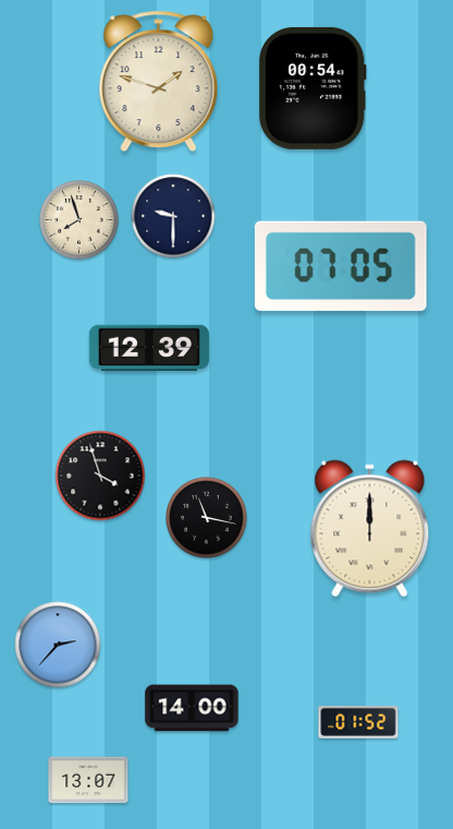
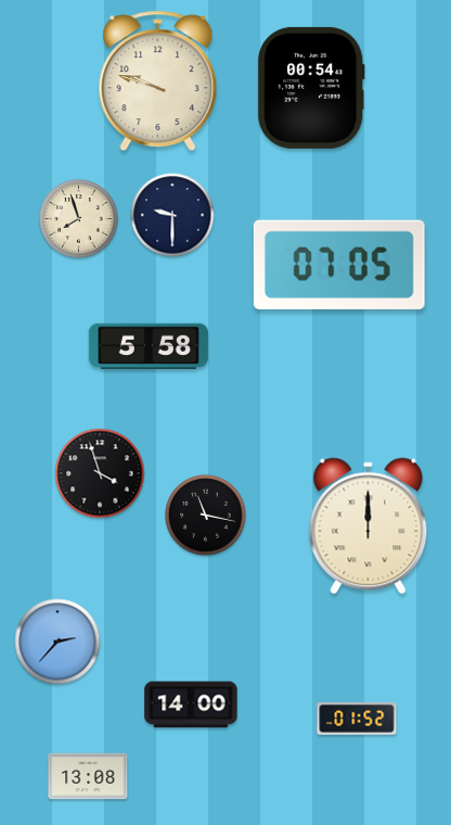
clock at (159, 82): 1:48 -> 9:48
clock at (149, 347): 12:39 -> 5:58
clock at (88, 780): 13:07 -> 13:08
